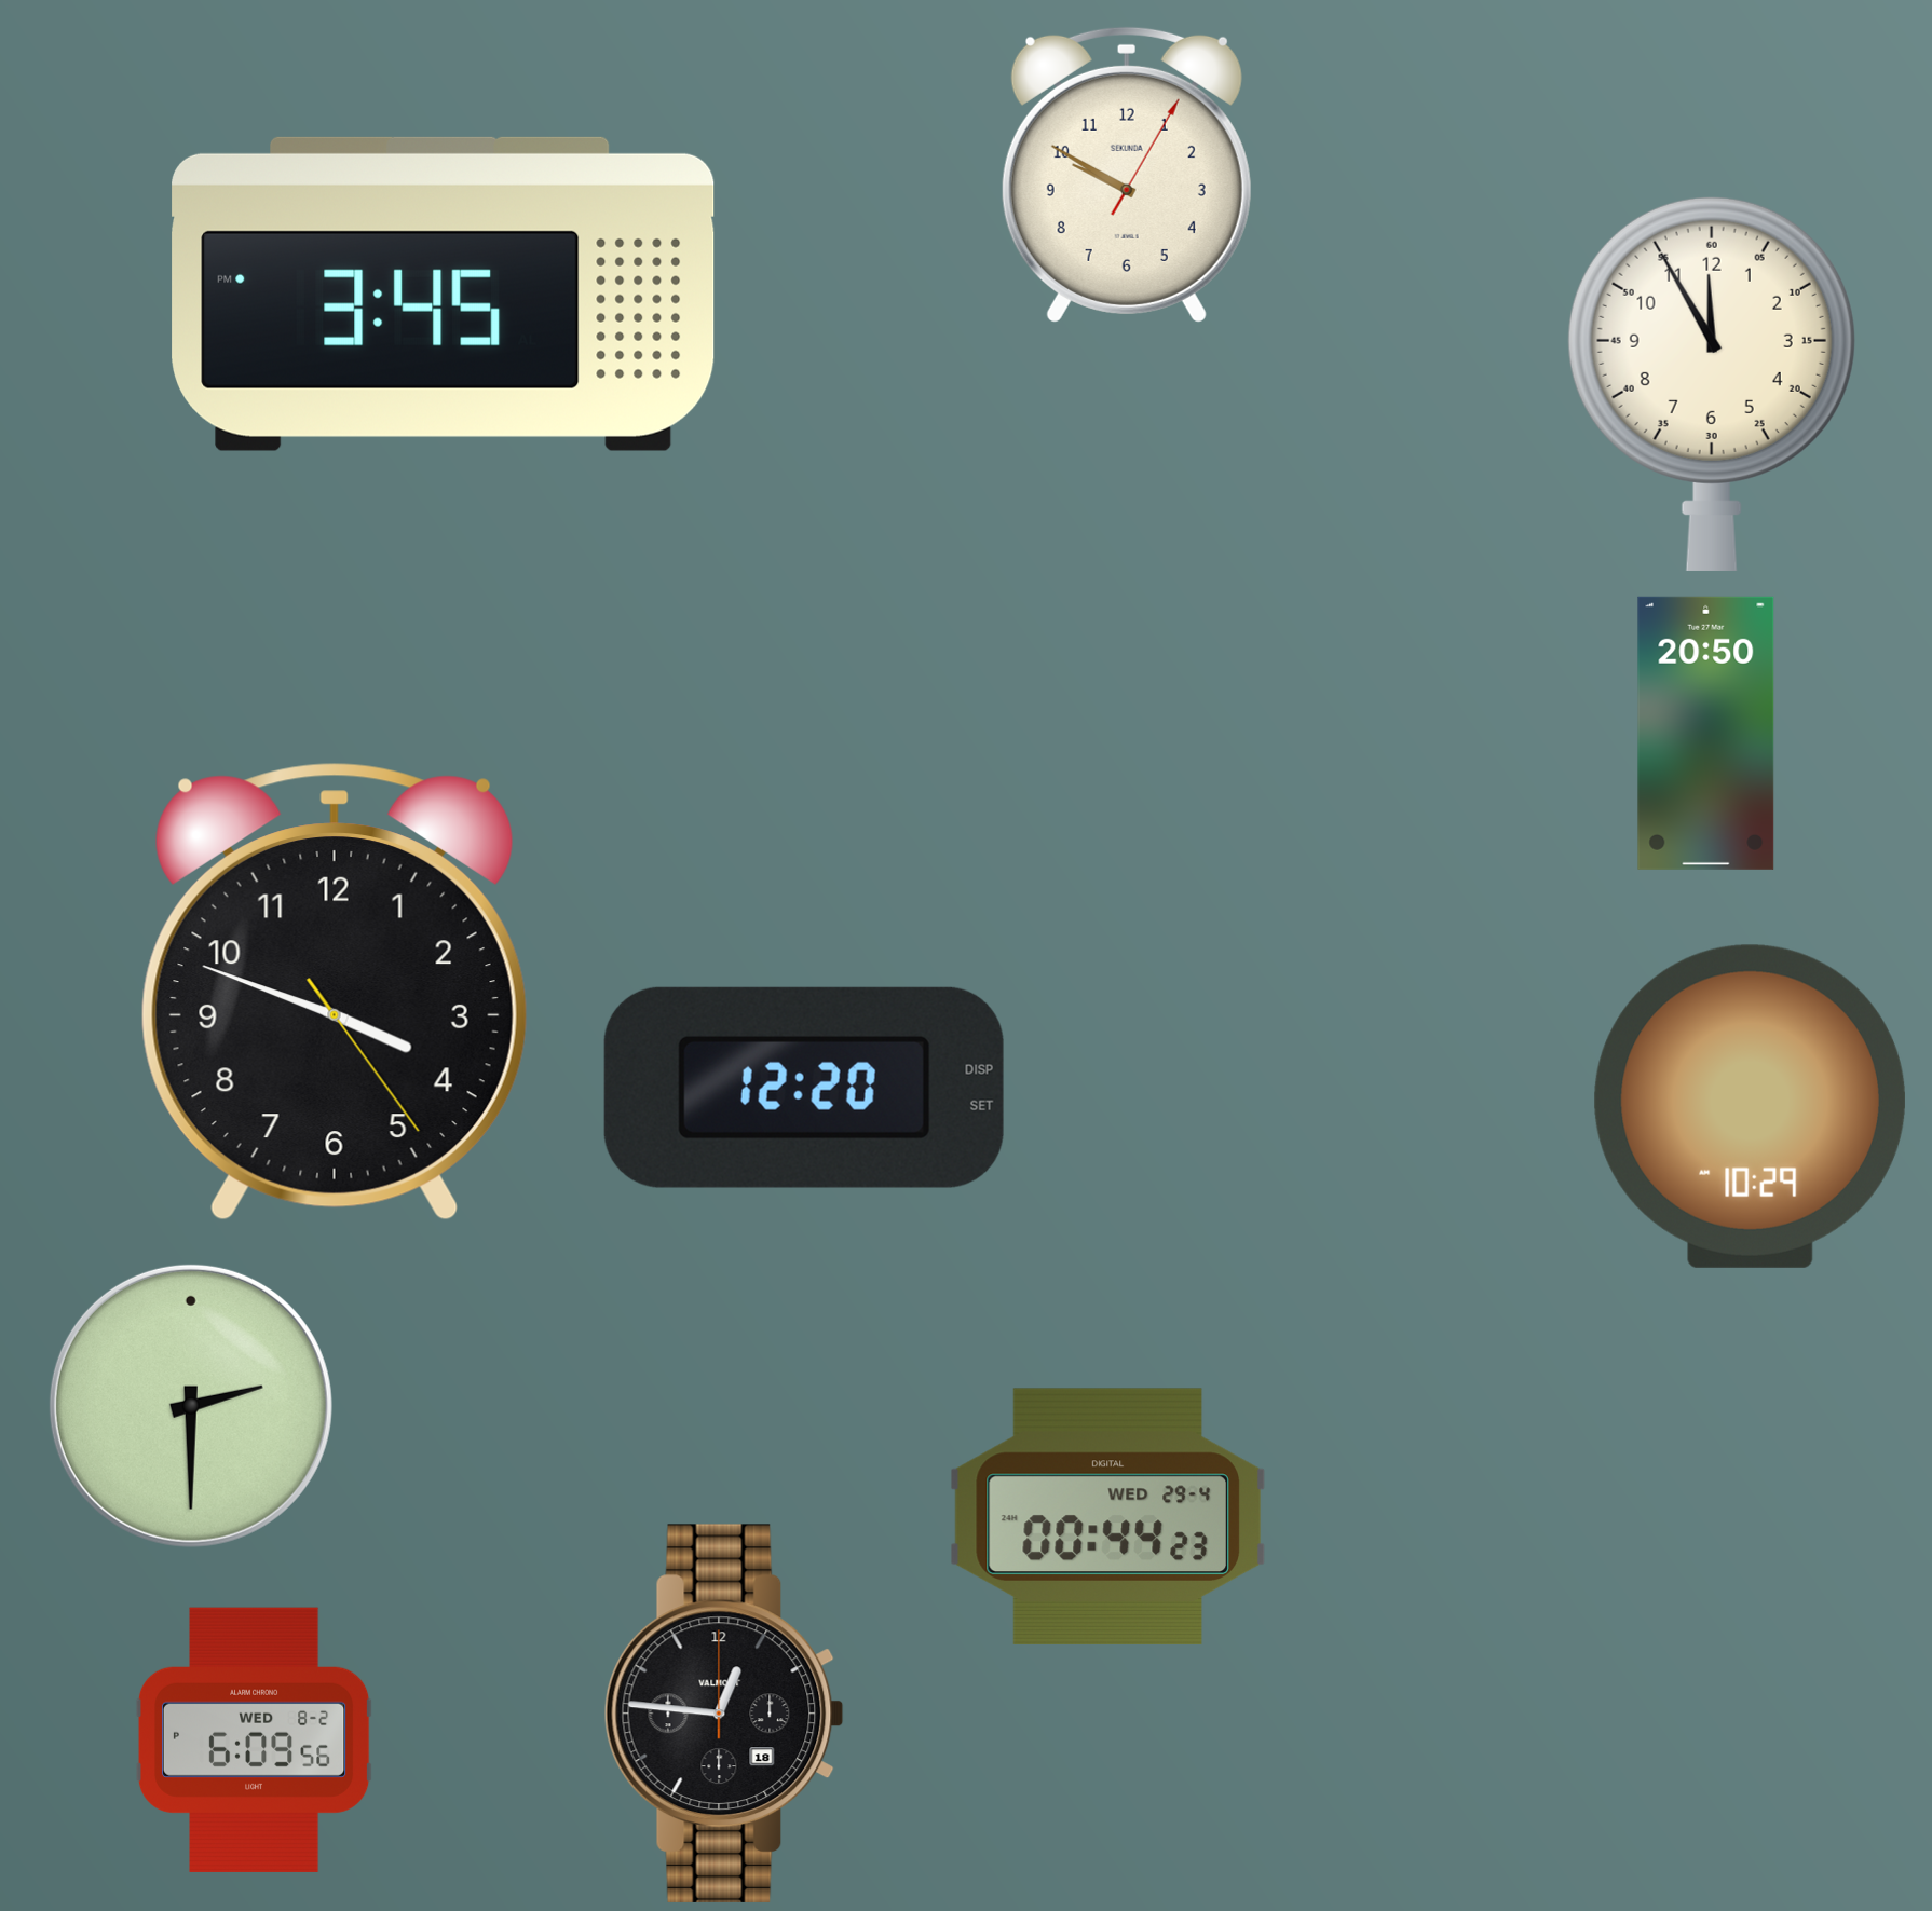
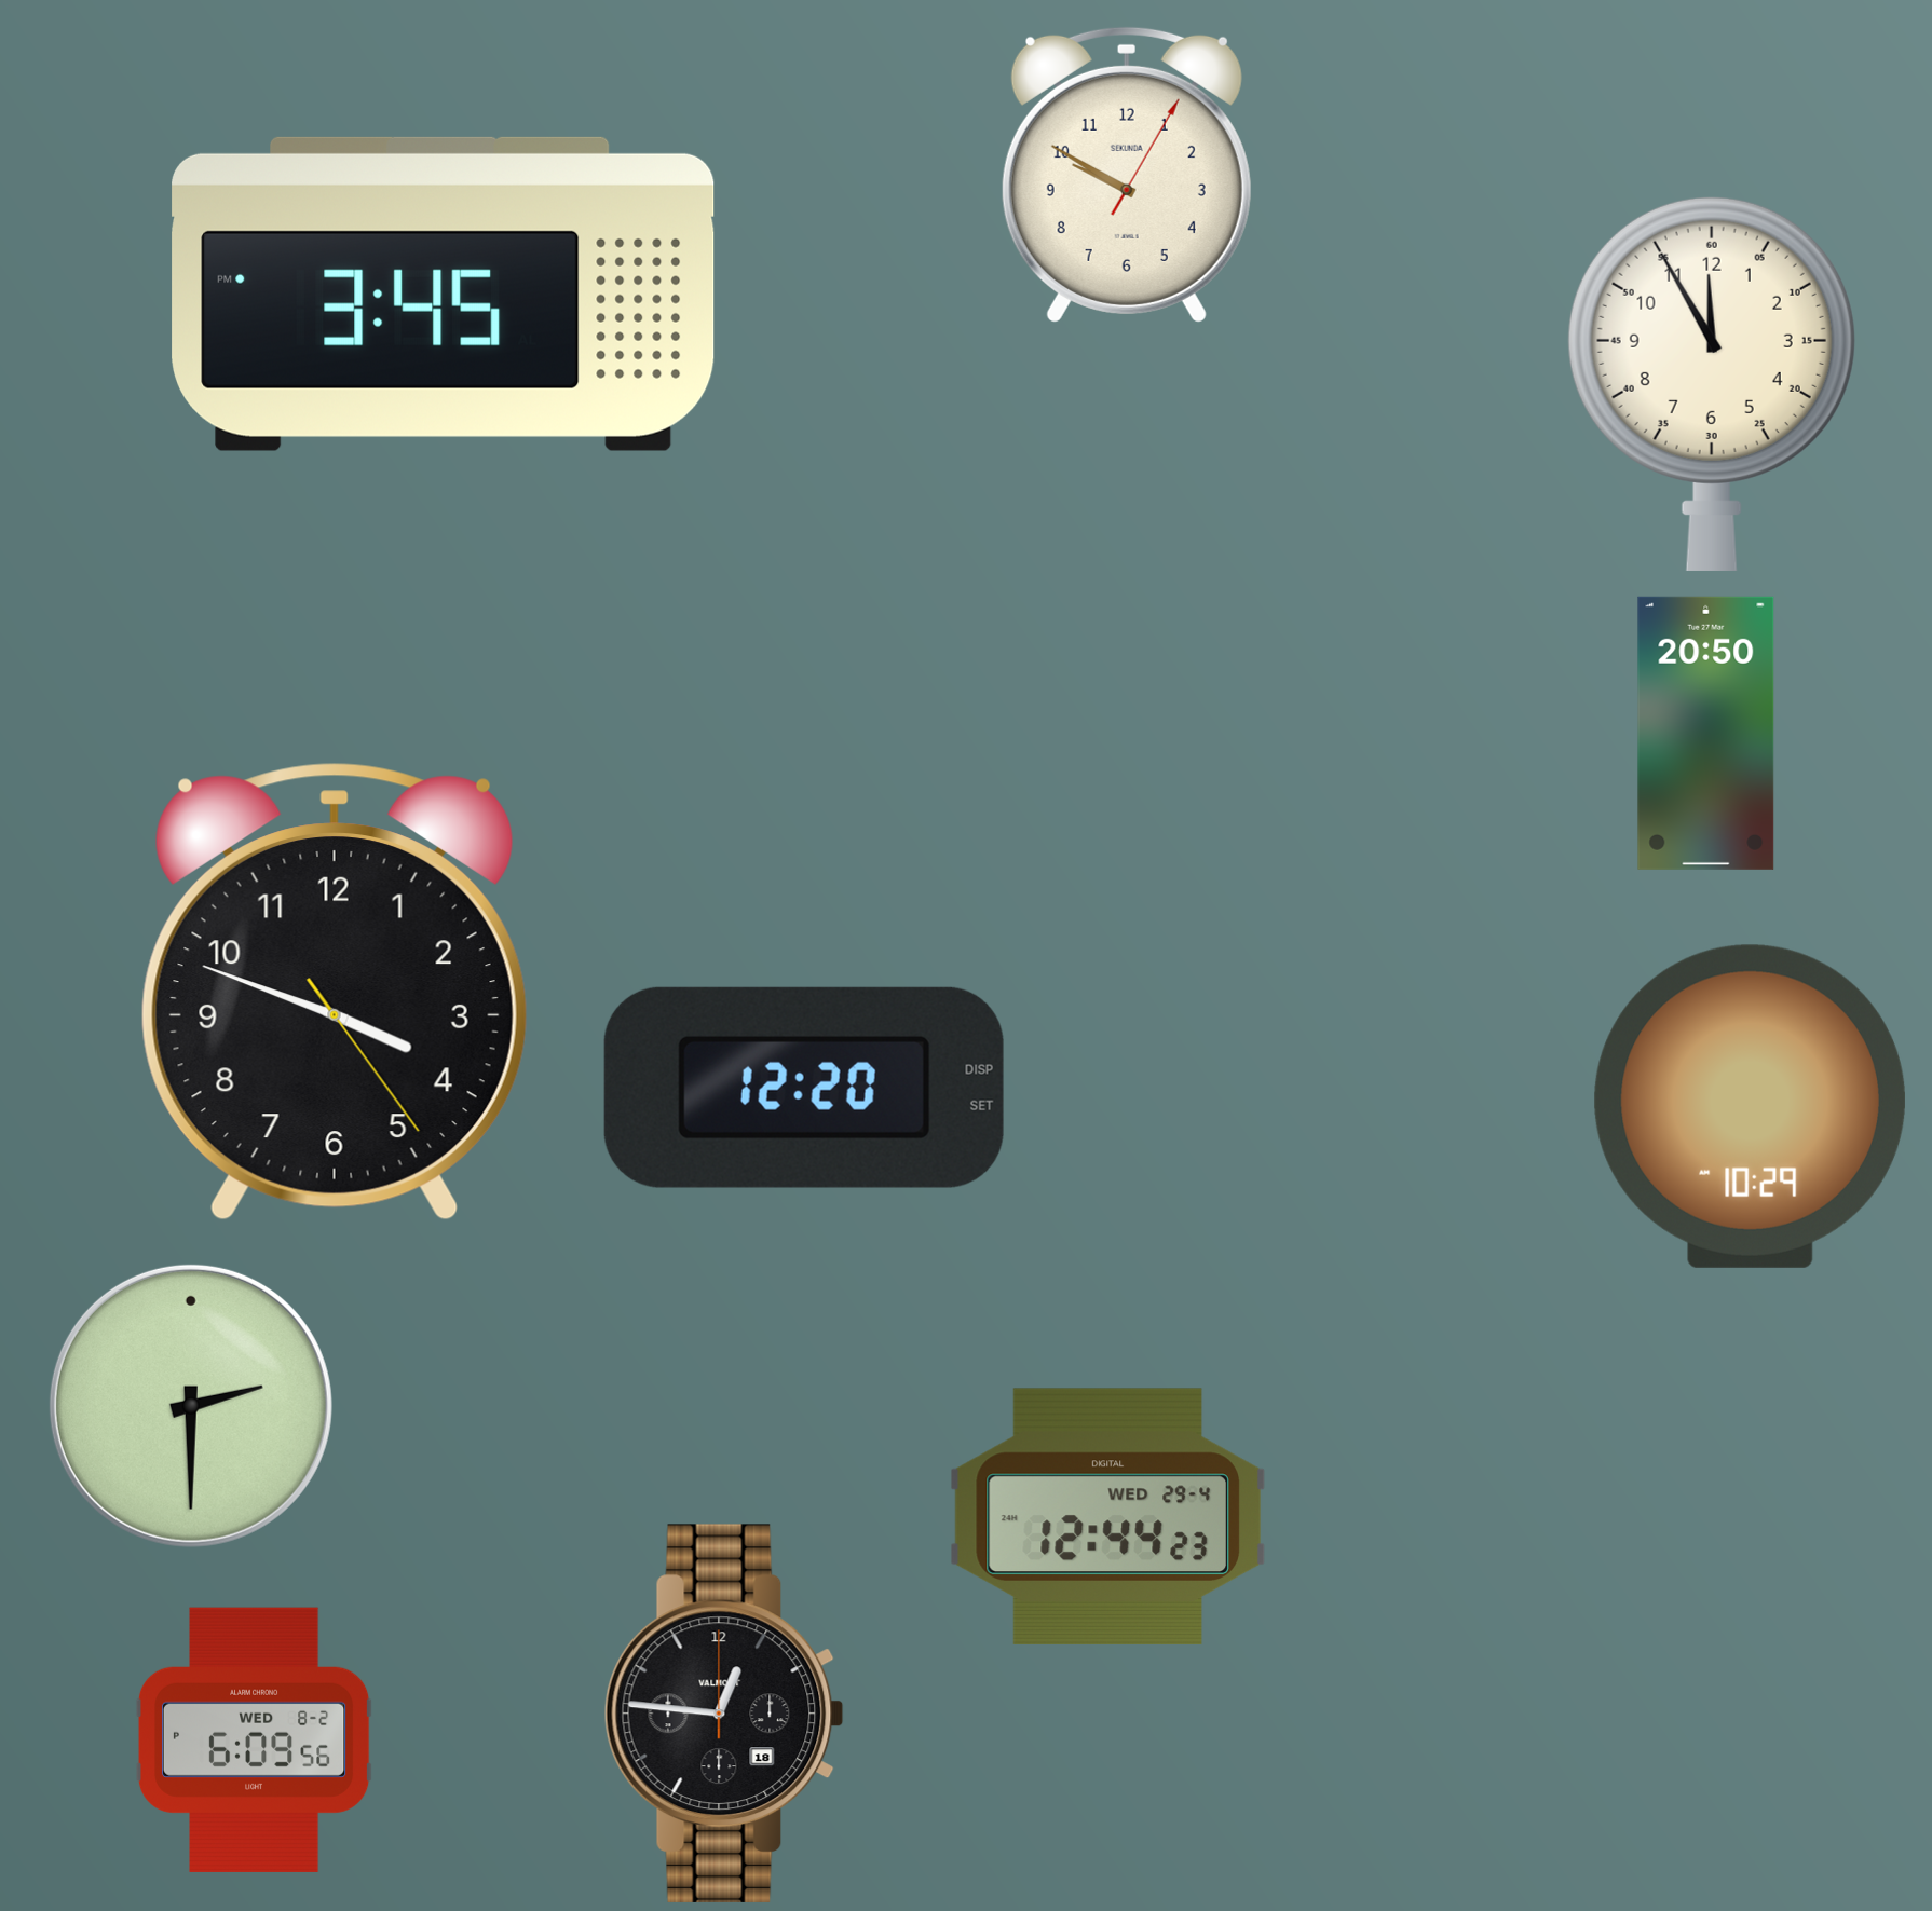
clock at (1107, 1516): 00:44 -> 12:44
